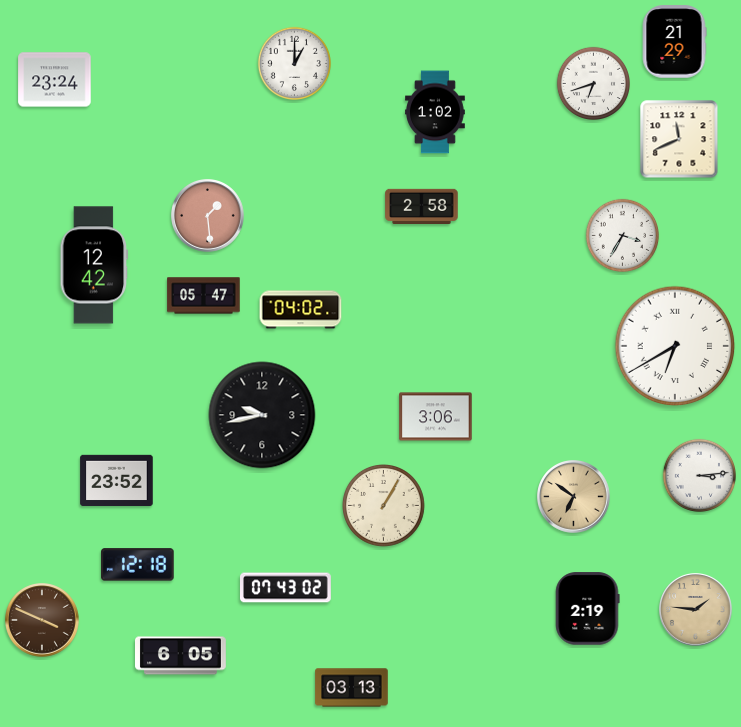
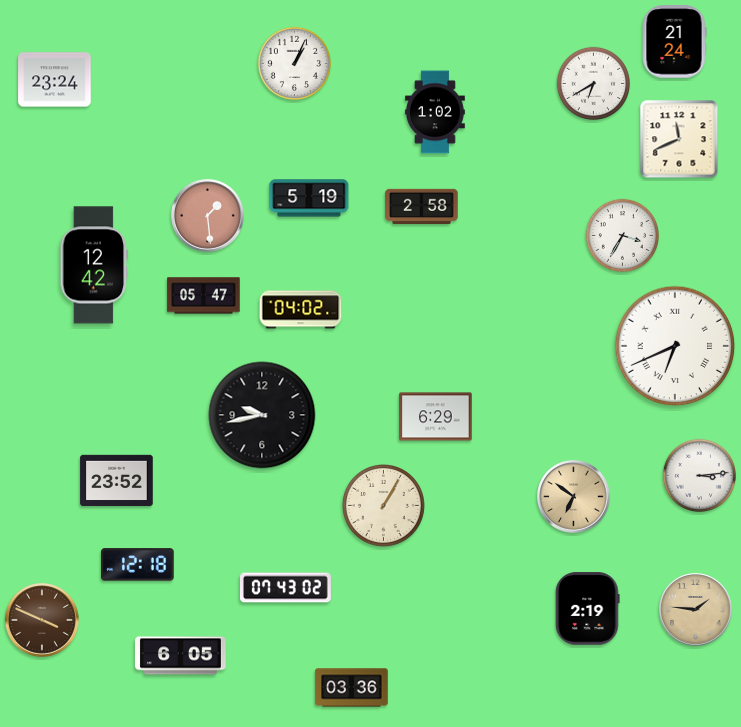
clock at (674, 42): 21:29 -> 21:24
clock at (295, 64): 1:00 -> 1:04
clock at (594, 84): 6:42 -> 6:40
clock at (309, 198): none -> 5:19
clock at (675, 346): 6:40 -> 6:41
clock at (436, 417): 3:06 -> 6:29
clock at (352, 688): 03:13 -> 03:36
